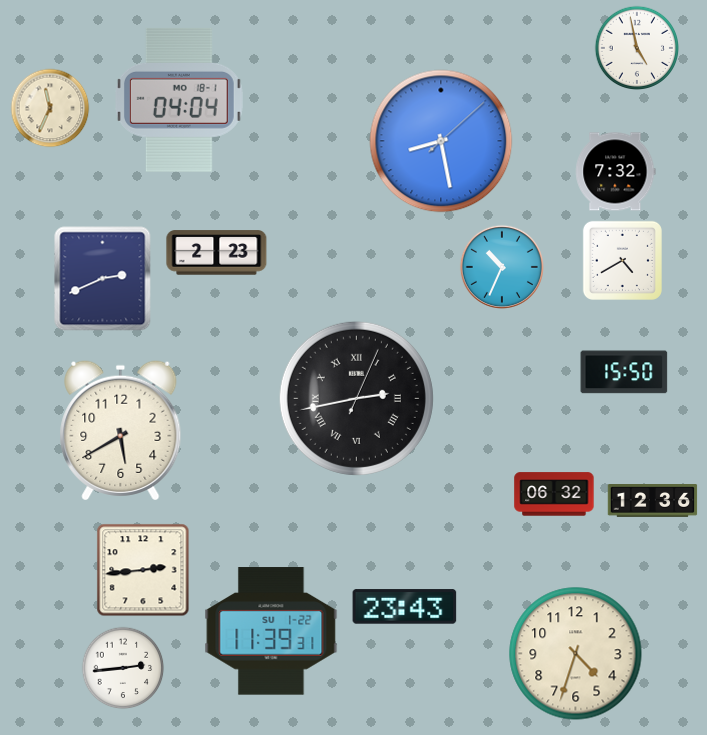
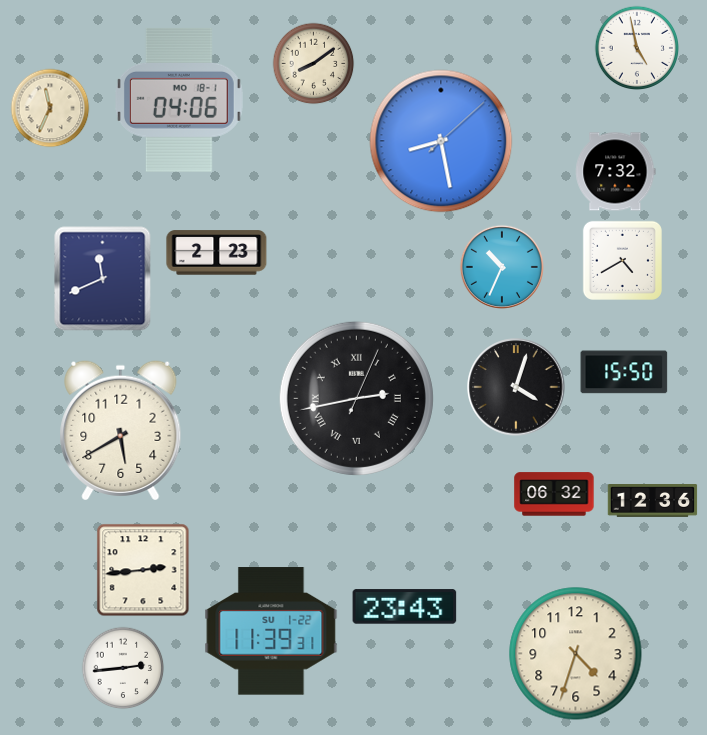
clock at (314, 64): none -> 8:09
clock at (179, 100): 04:04 -> 04:06
clock at (103, 279): 2:41 -> 11:41
clock at (516, 387): none -> 4:03
